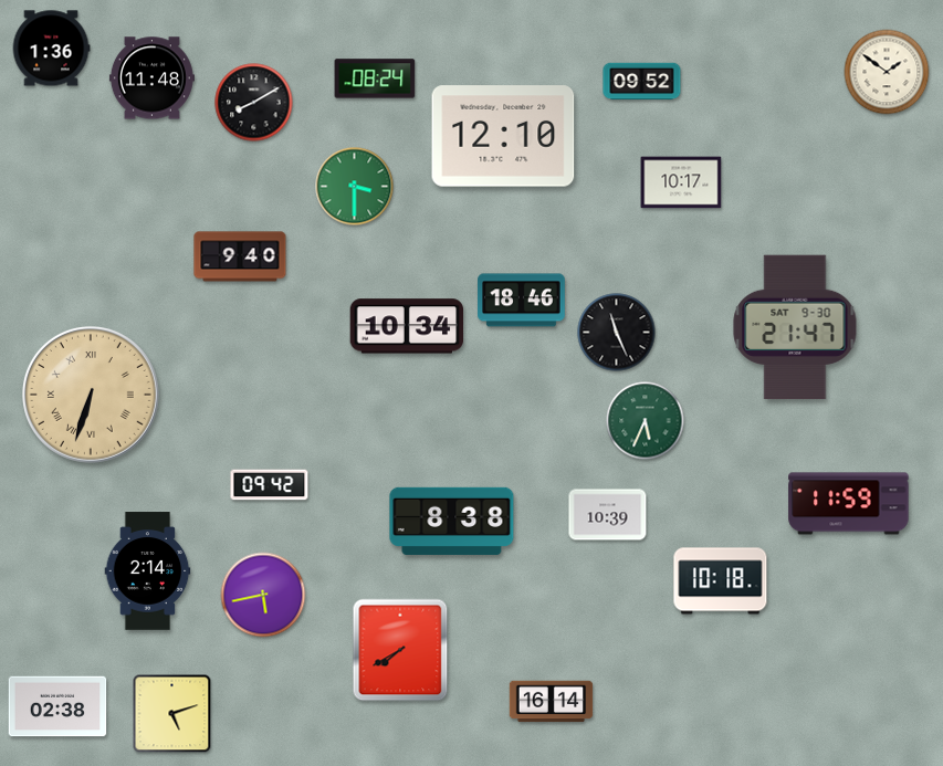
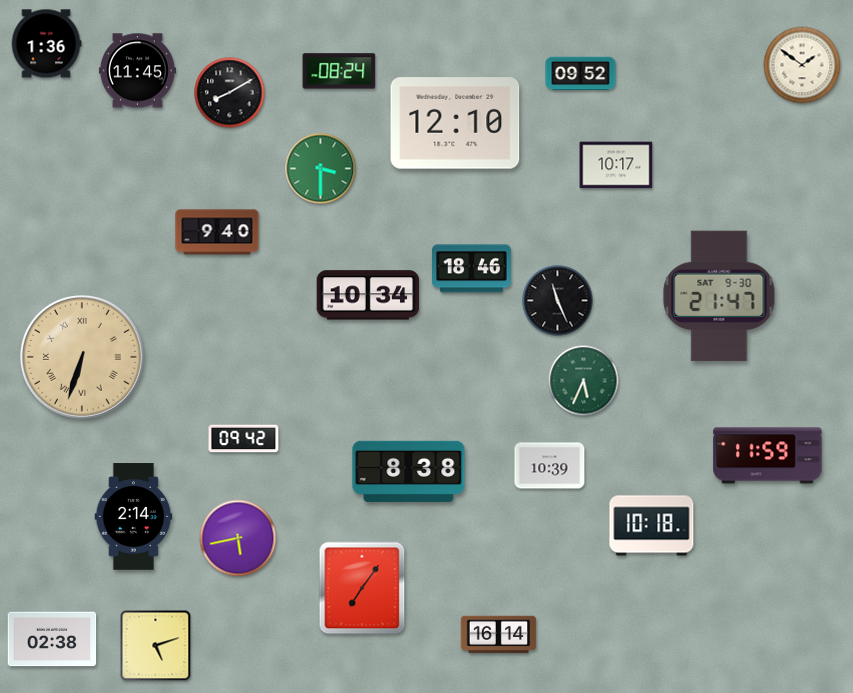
clock at (151, 78): 11:48 -> 11:45
clock at (522, 301) position: (522, 301) -> (472, 269)
clock at (400, 650): 7:40 -> 7:06
